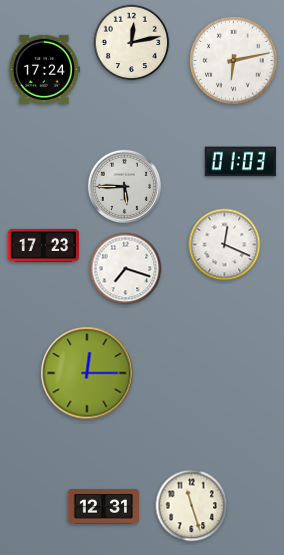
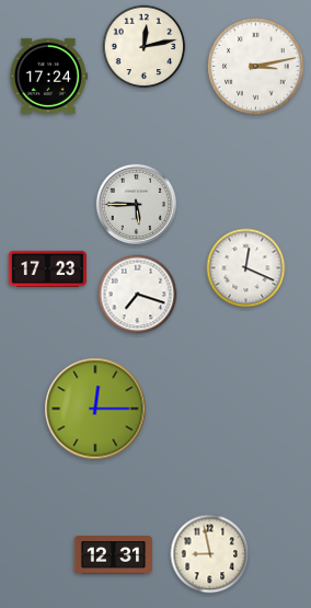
clock at (234, 61): 6:13 -> 3:13
clock at (240, 162): 01:03 -> none
clock at (192, 506): 11:27 -> 8:58
